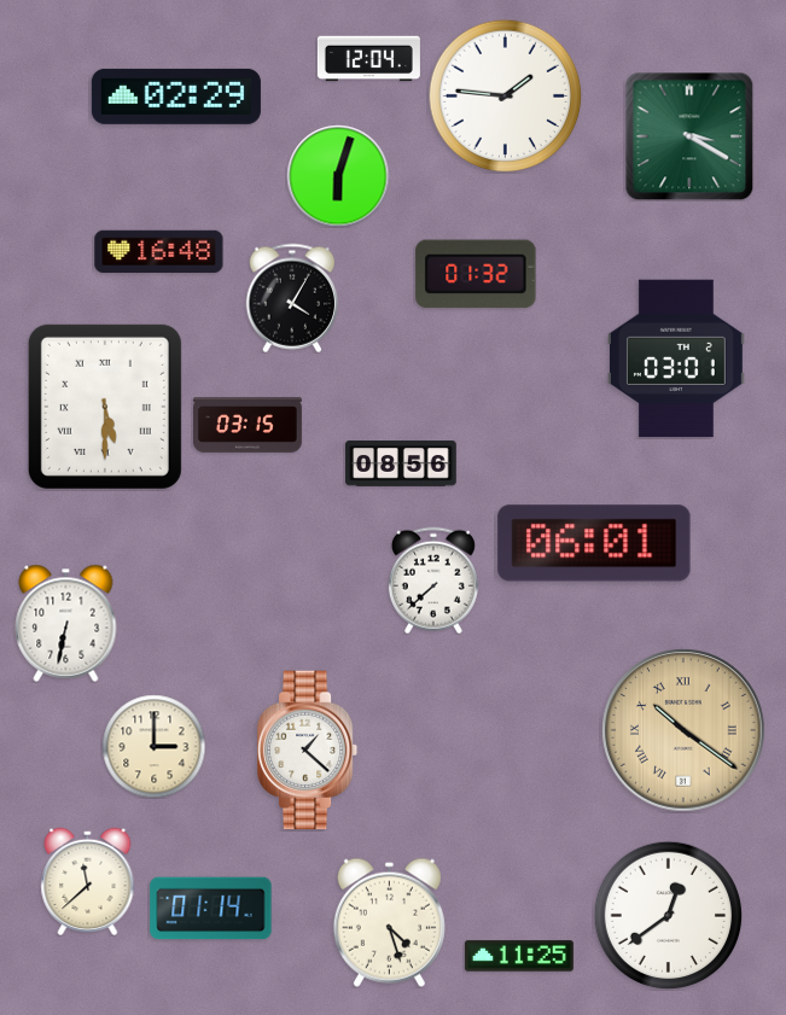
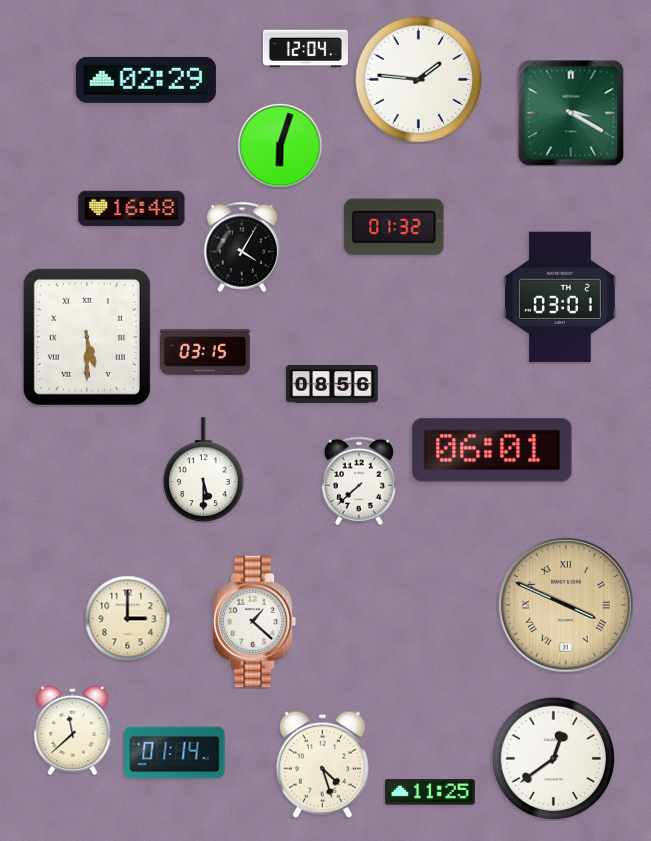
clock at (203, 470): none -> 5:30
clock at (66, 623): 6:32 -> none
clock at (683, 730): 10:21 -> 3:49
